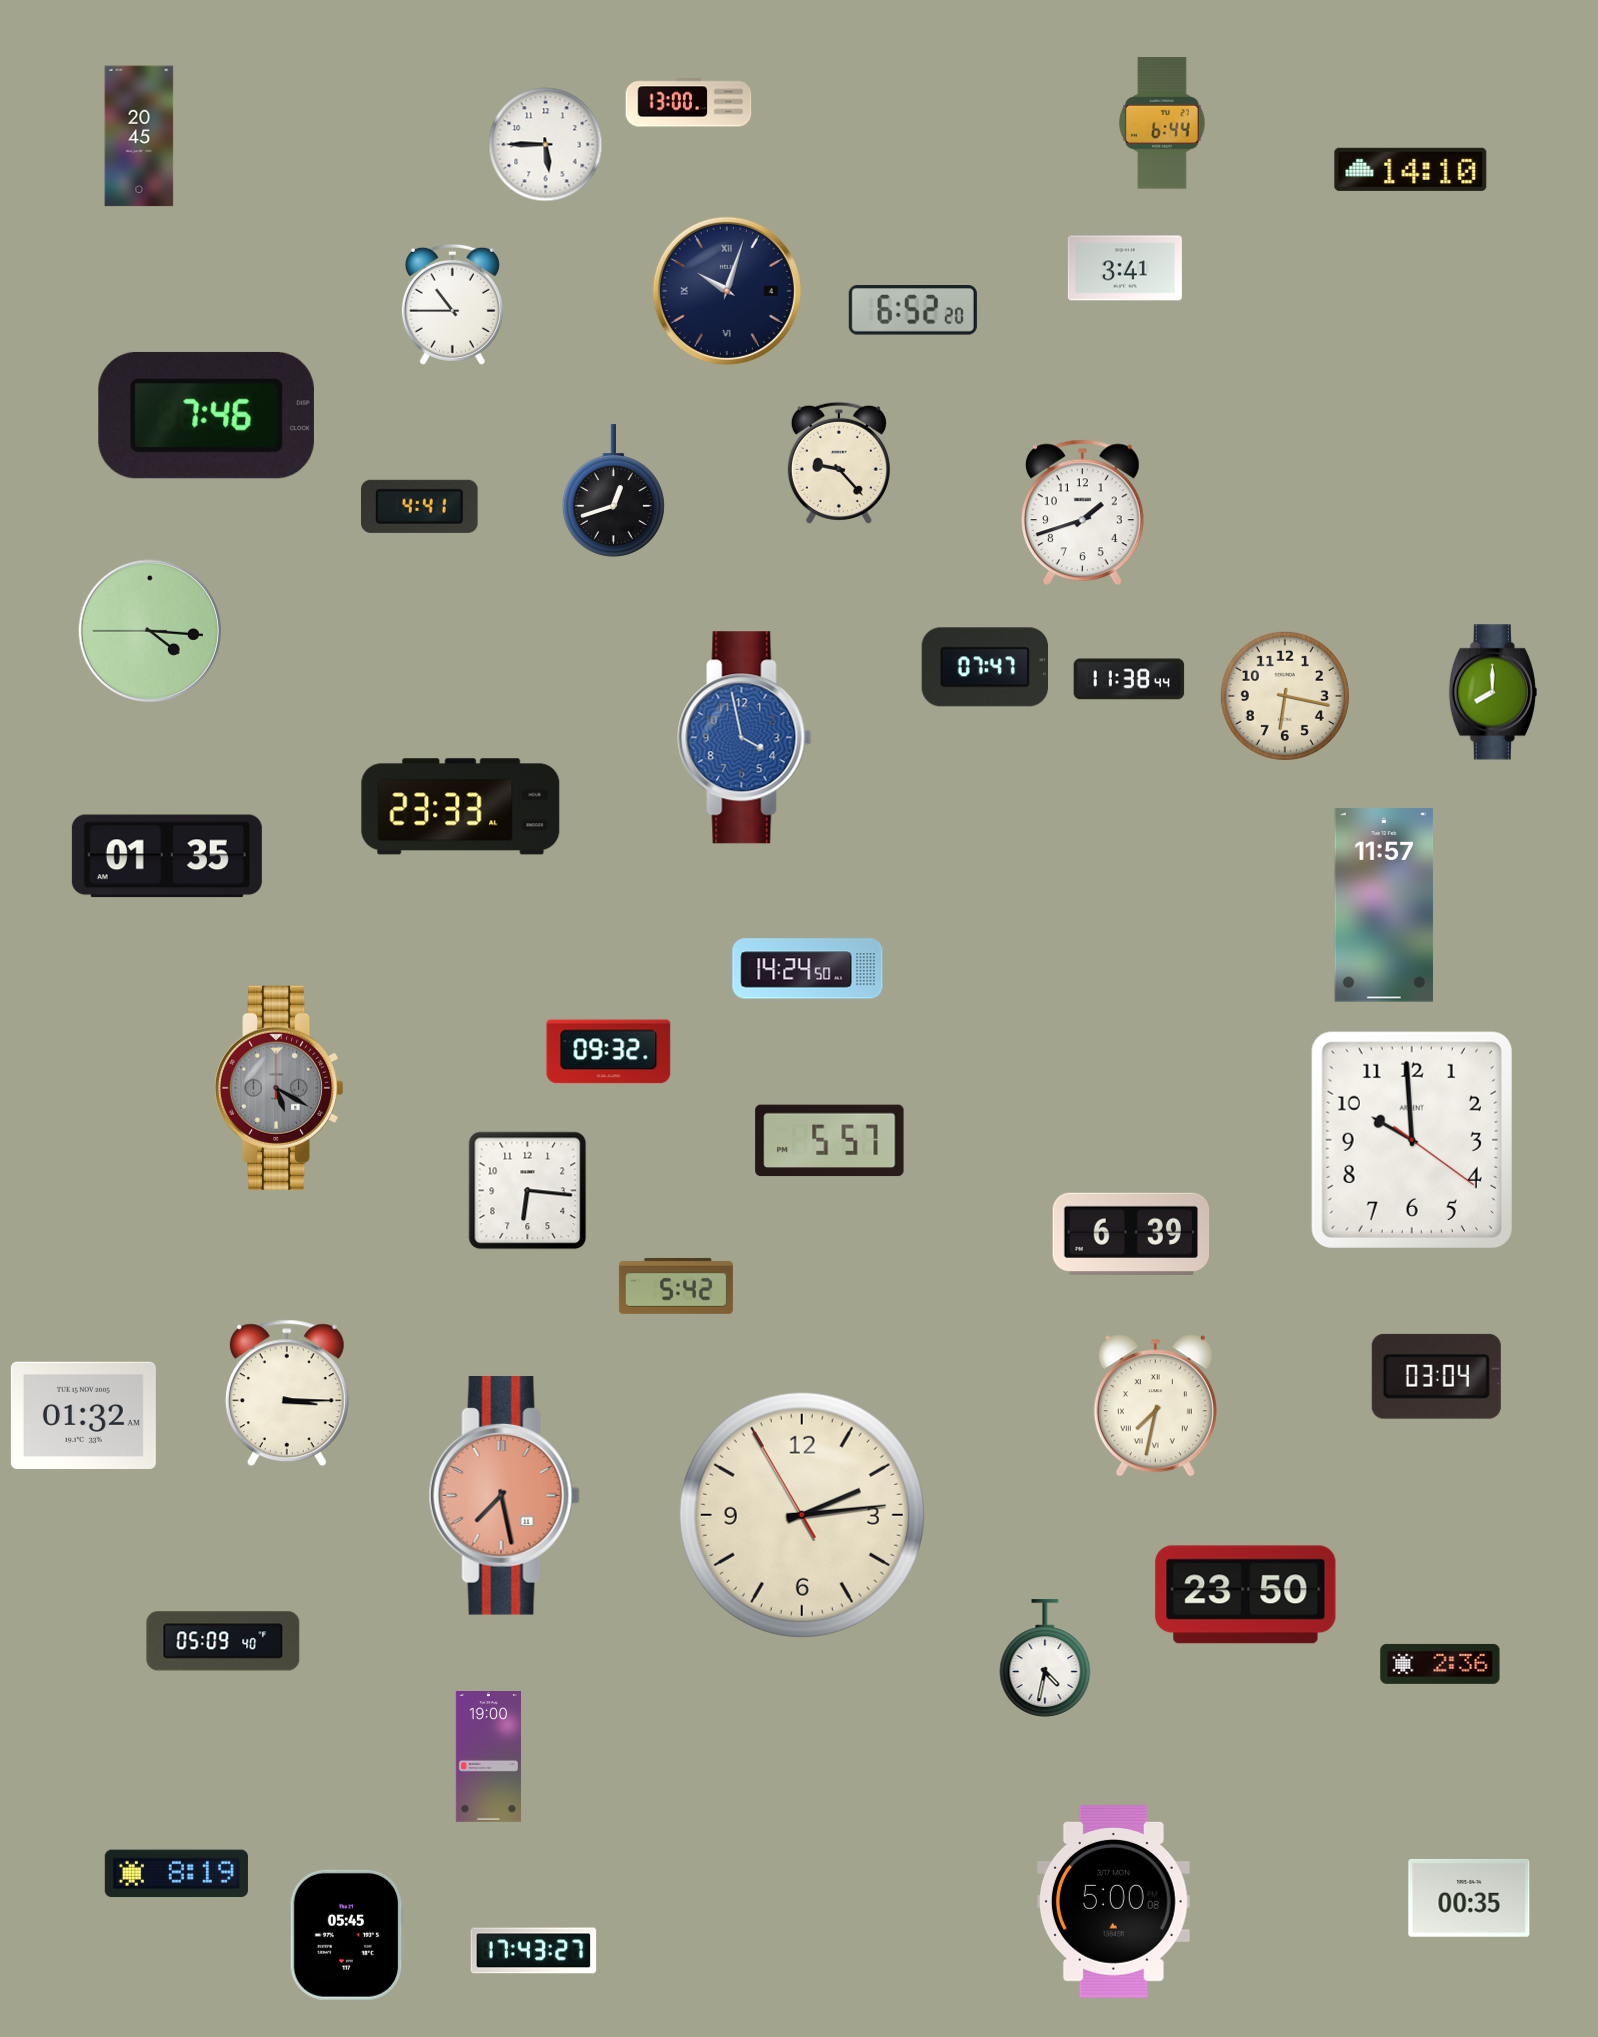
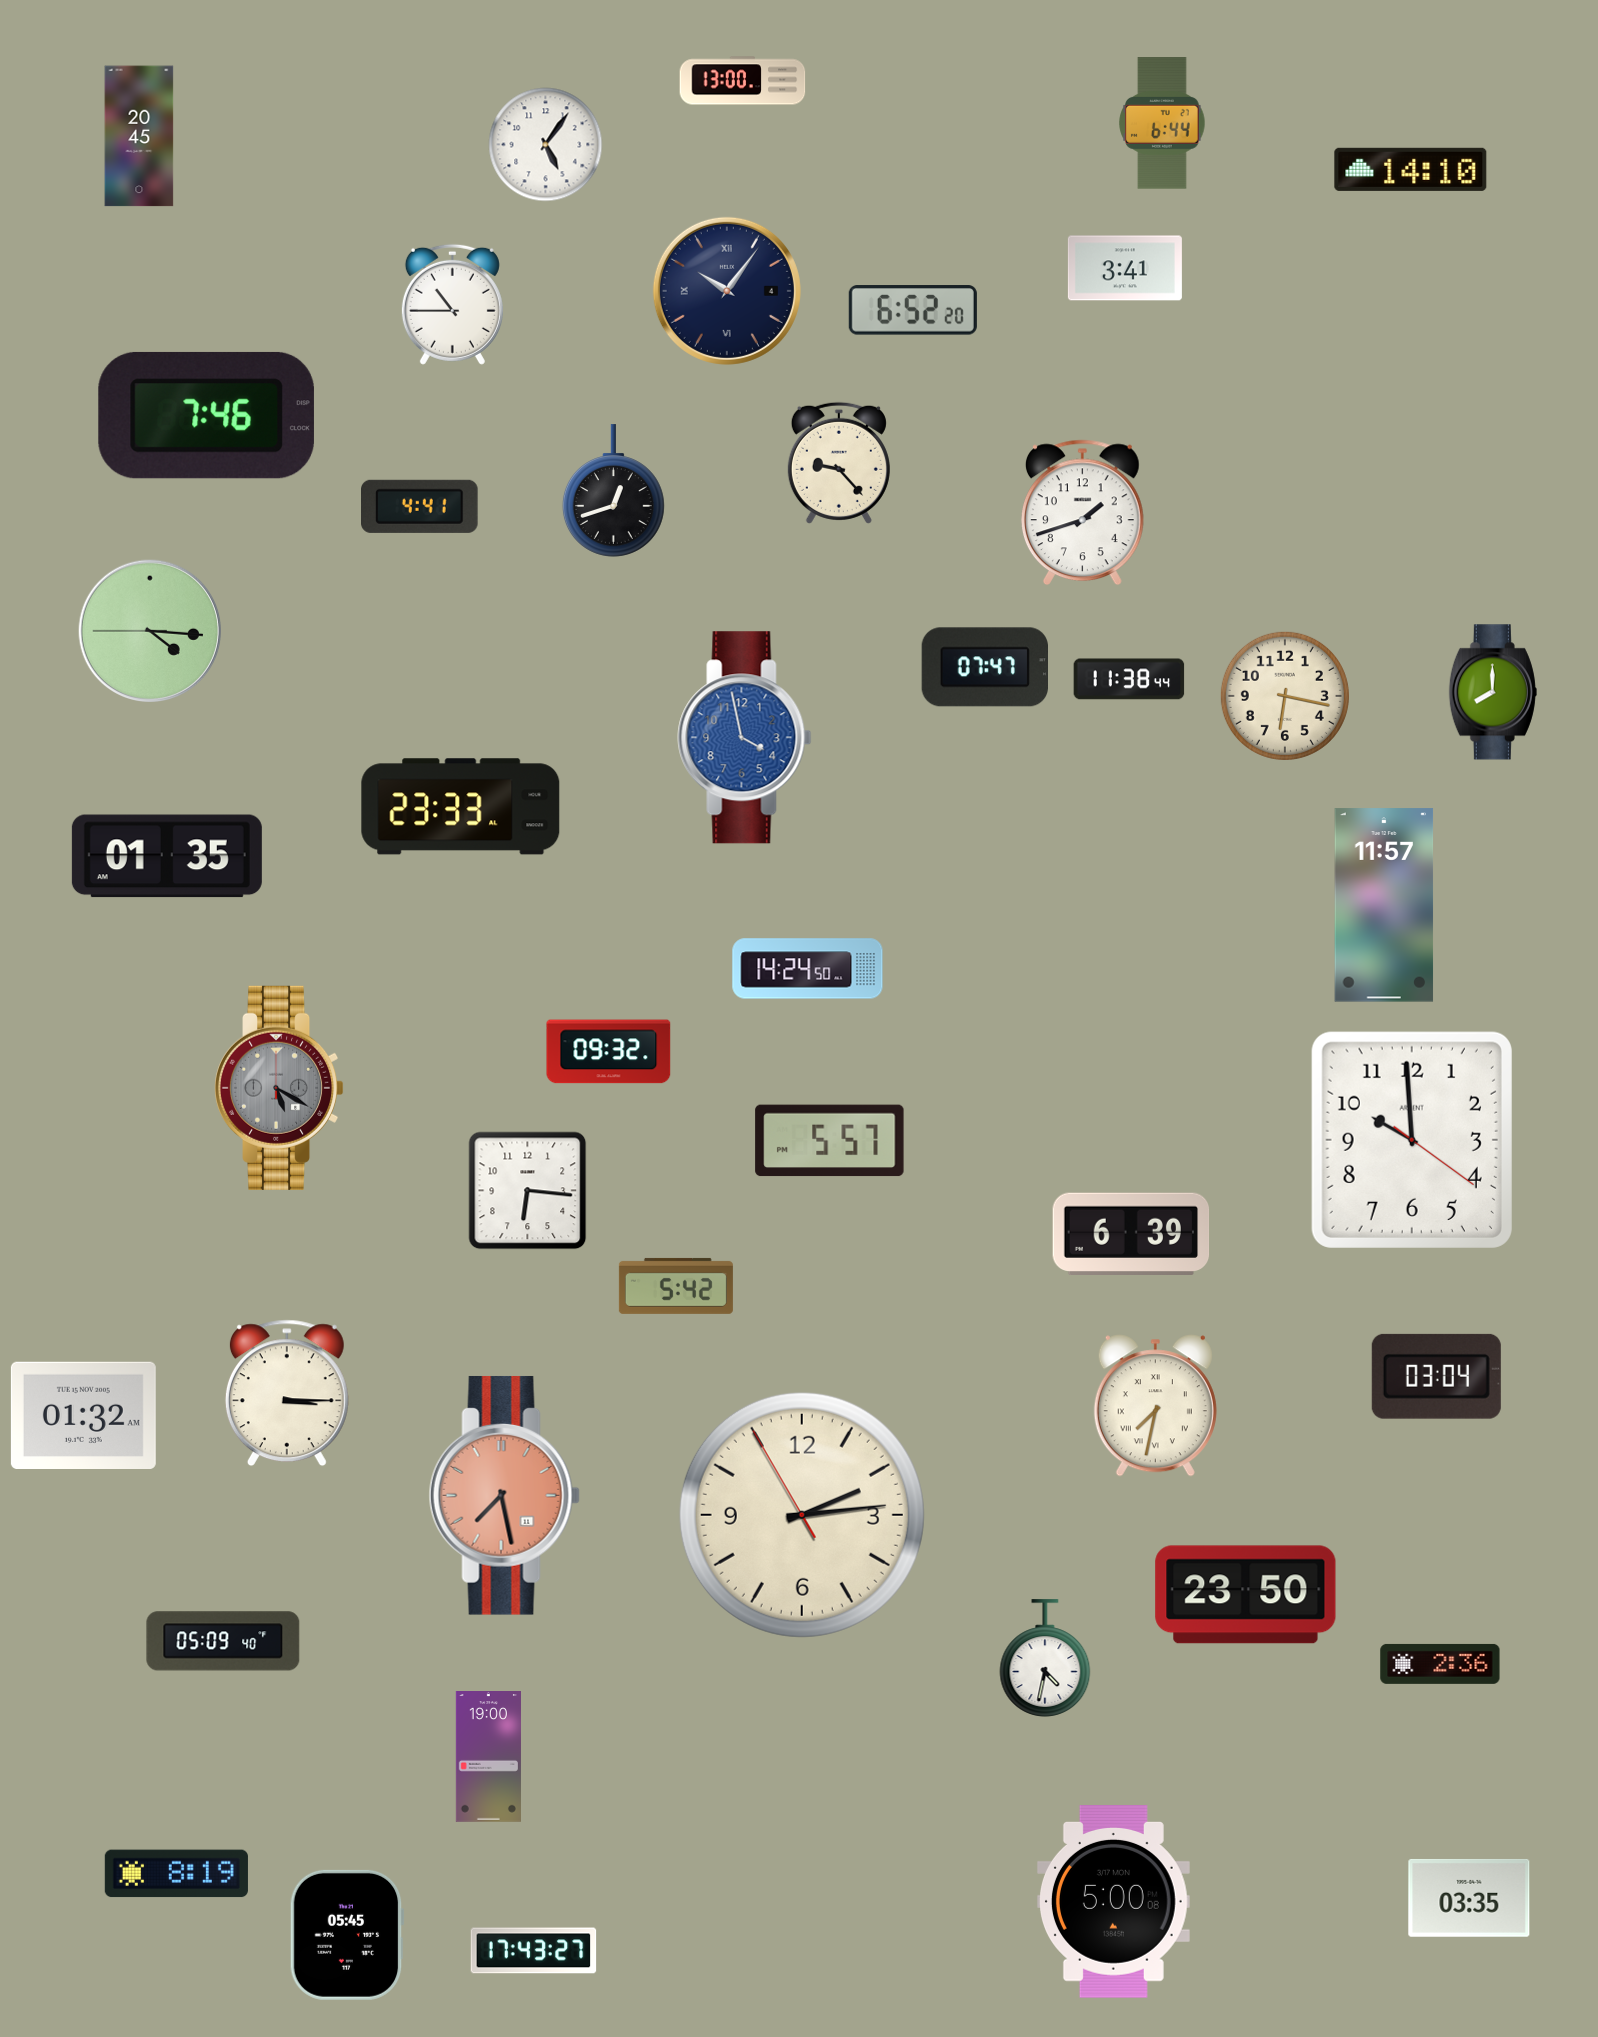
clock at (689, 103) position: (689, 103) -> (743, 81)
clock at (546, 145): 5:45 -> 5:06
clock at (727, 291): 10:03 -> 10:06
clock at (1469, 1898): 00:35 -> 03:35
